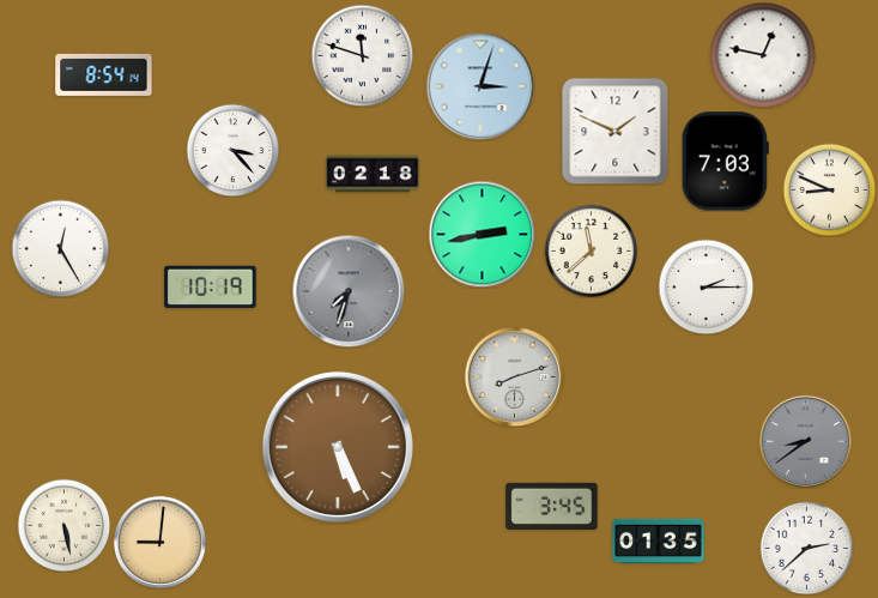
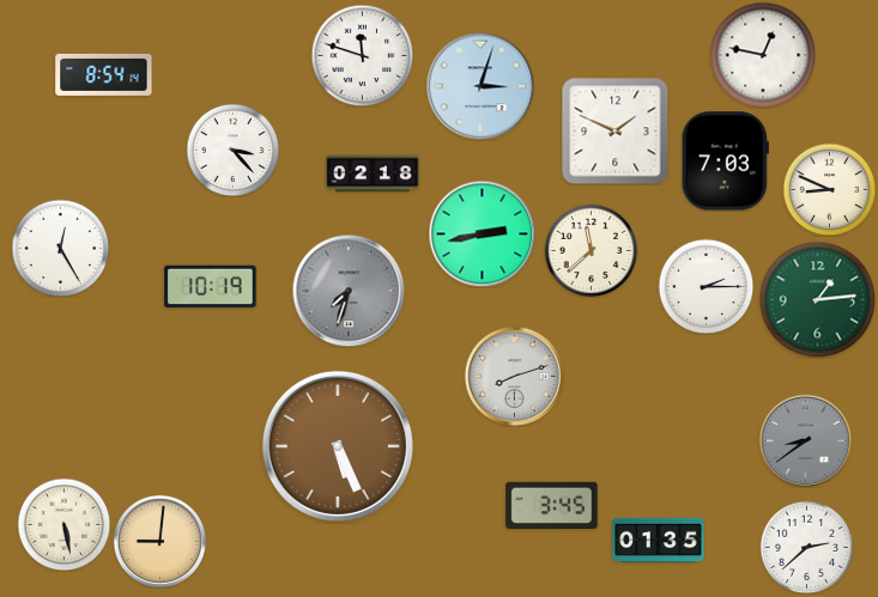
clock at (817, 299): none -> 1:14
